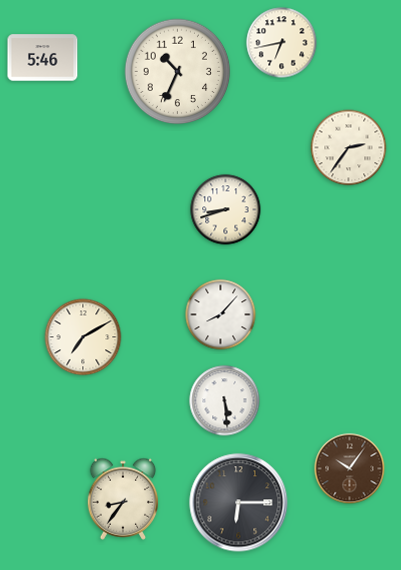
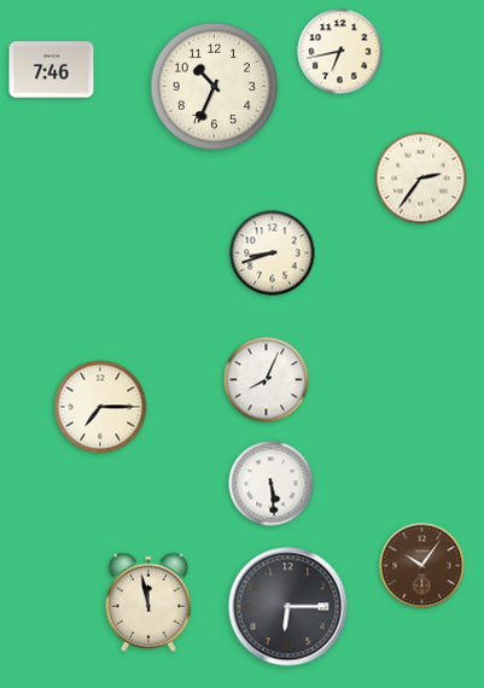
clock at (43, 58): 5:46 -> 7:46
clock at (221, 315): 8:07 -> 8:04
clock at (83, 337): 7:10 -> 7:15
clock at (123, 499): 8:36 -> 11:58
